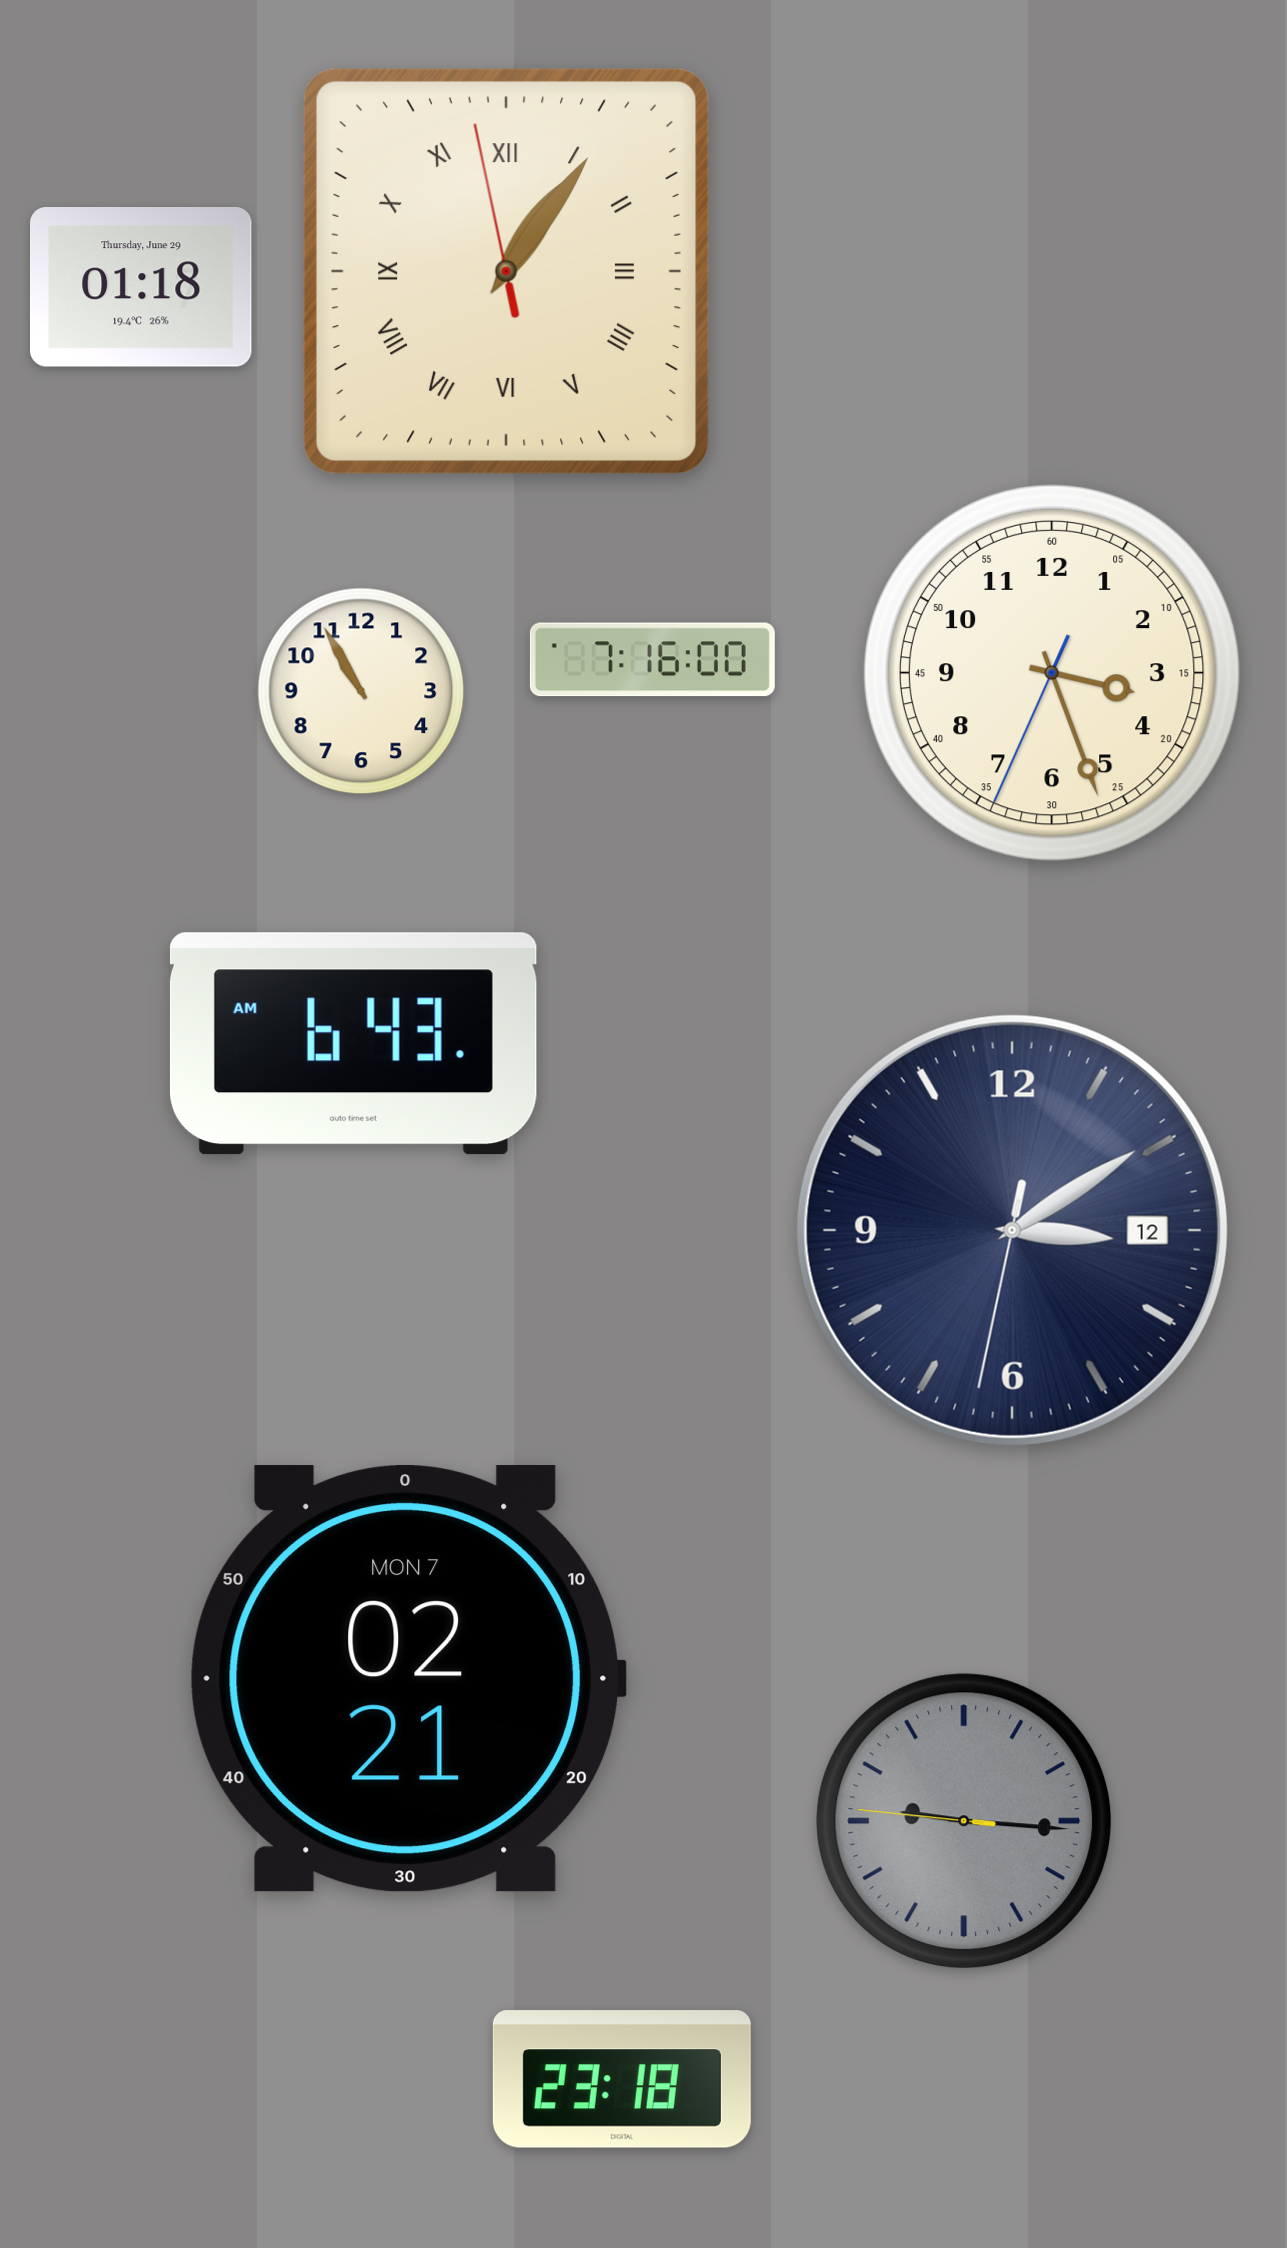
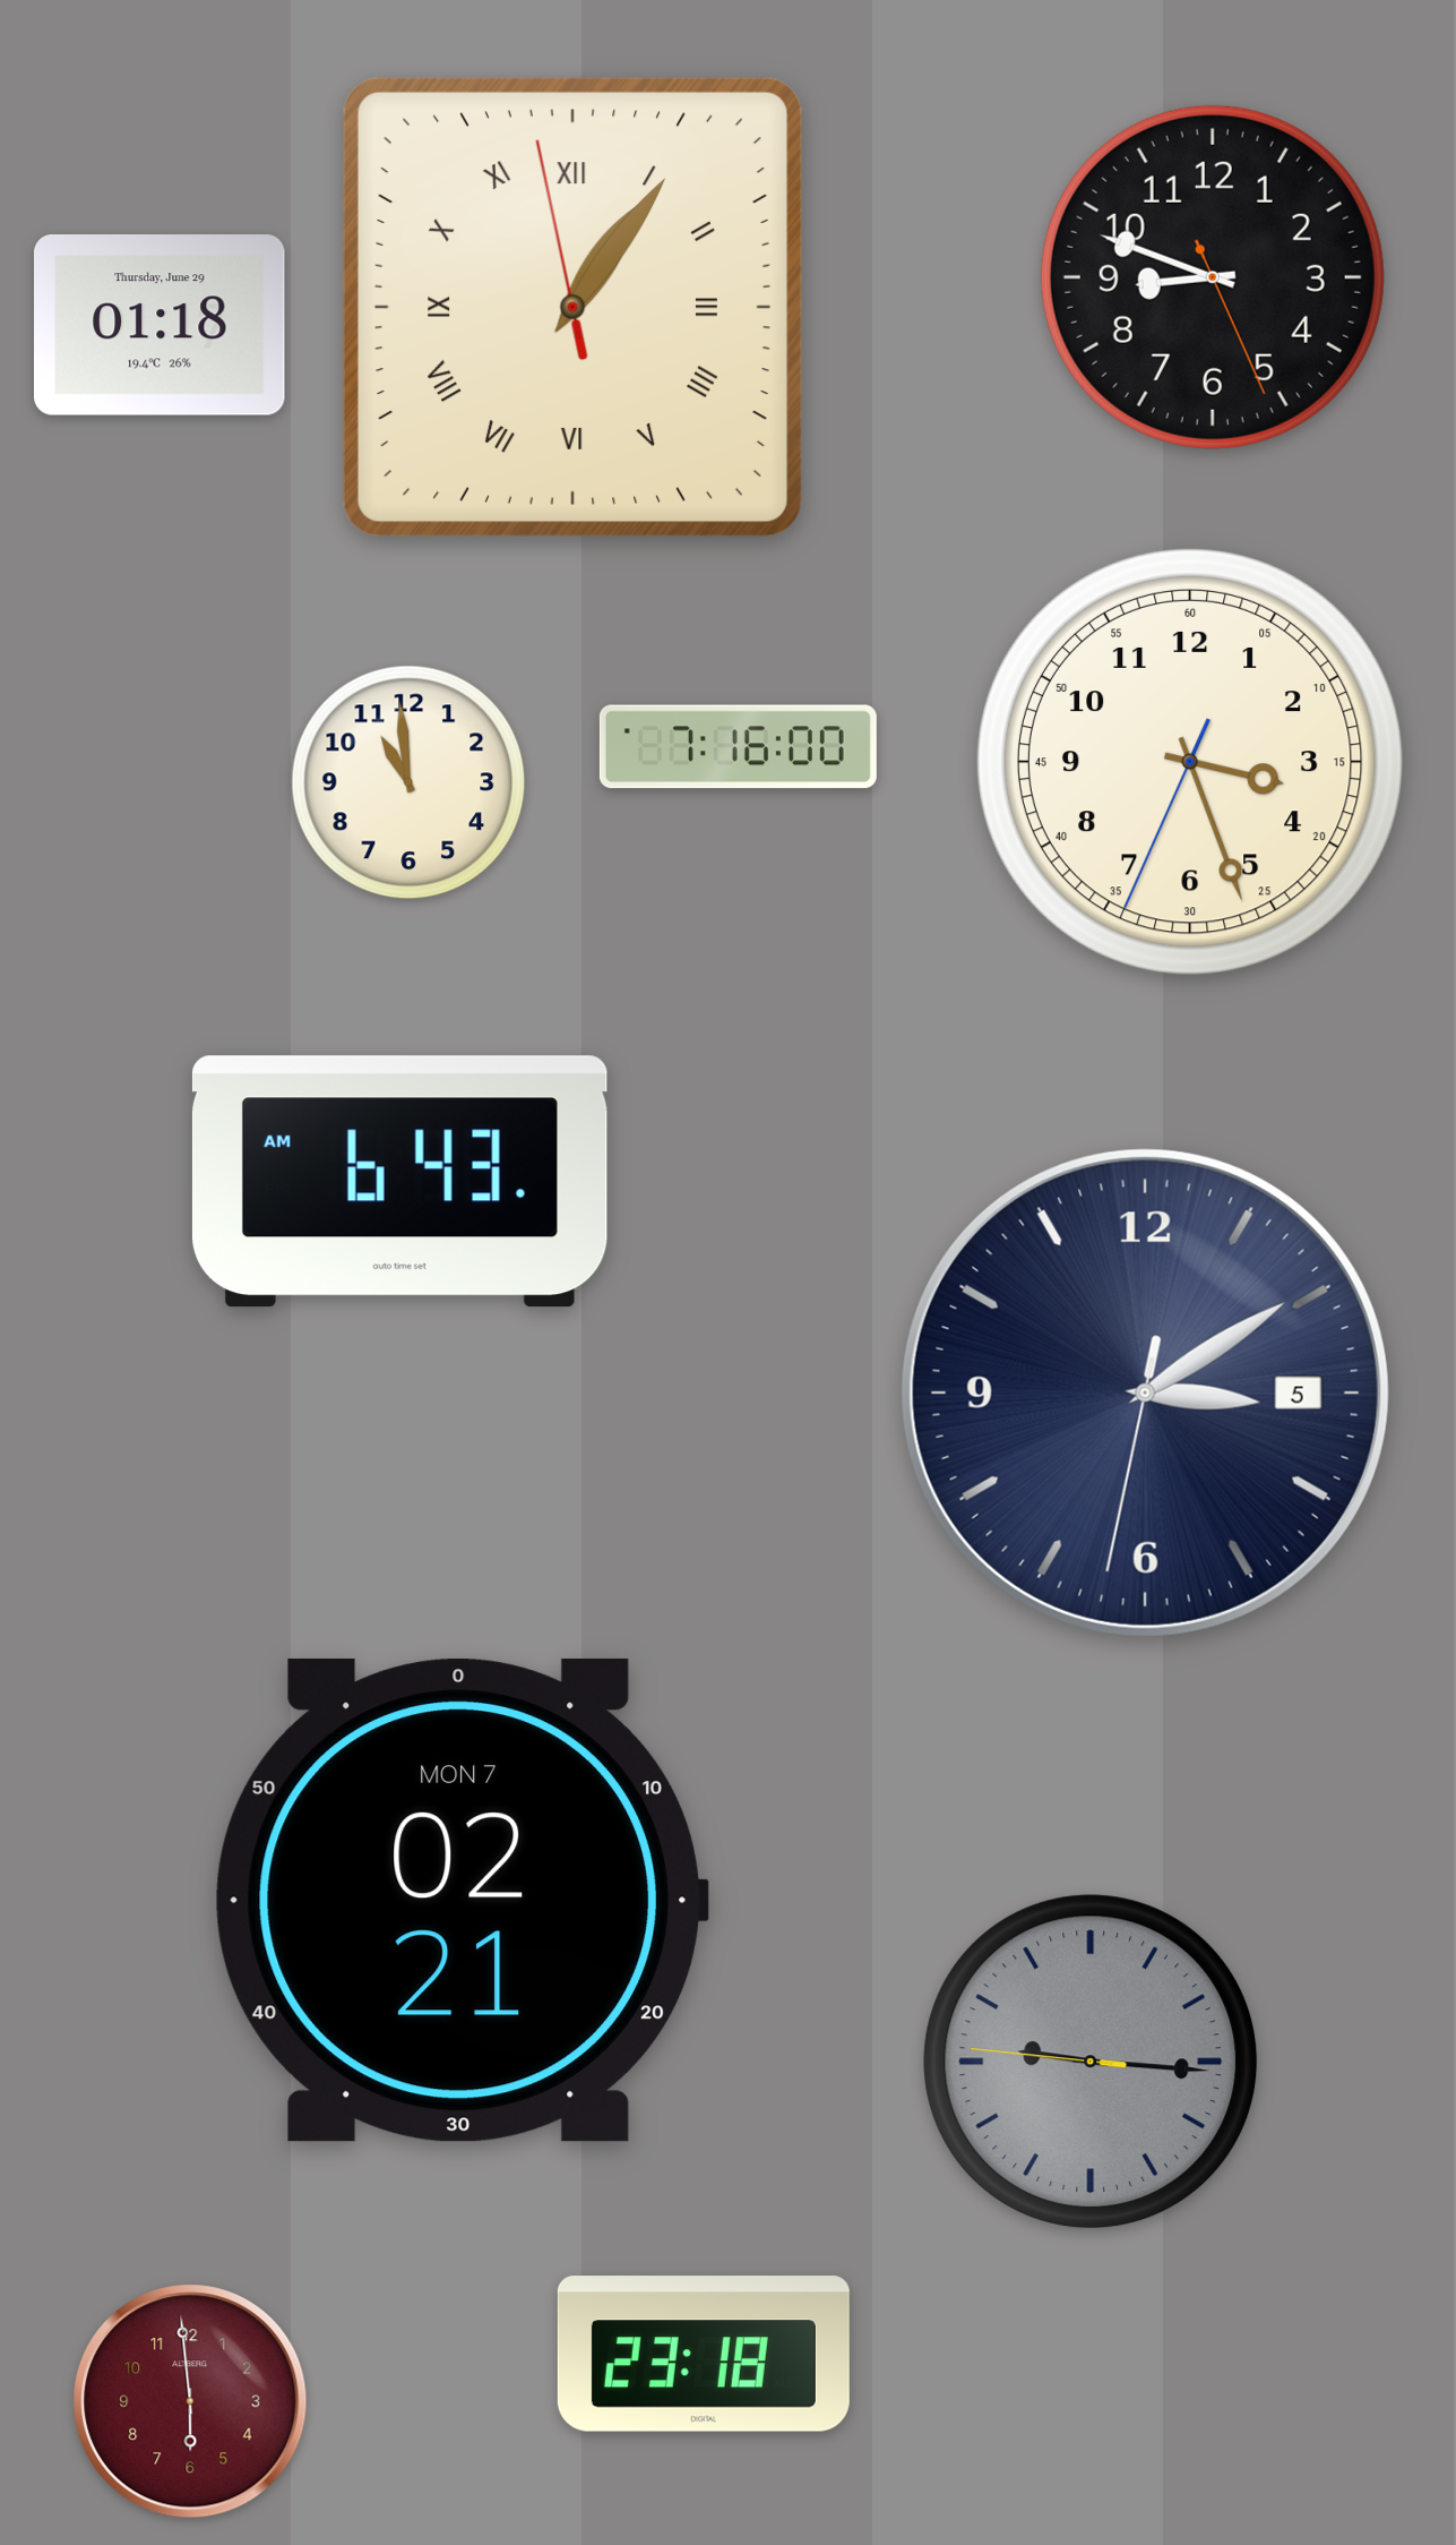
clock at (1213, 277): none -> 8:48
clock at (361, 691): 10:55 -> 10:59
clock at (1012, 1230) date: 12 -> 5
clock at (190, 2401): none -> 5:59
